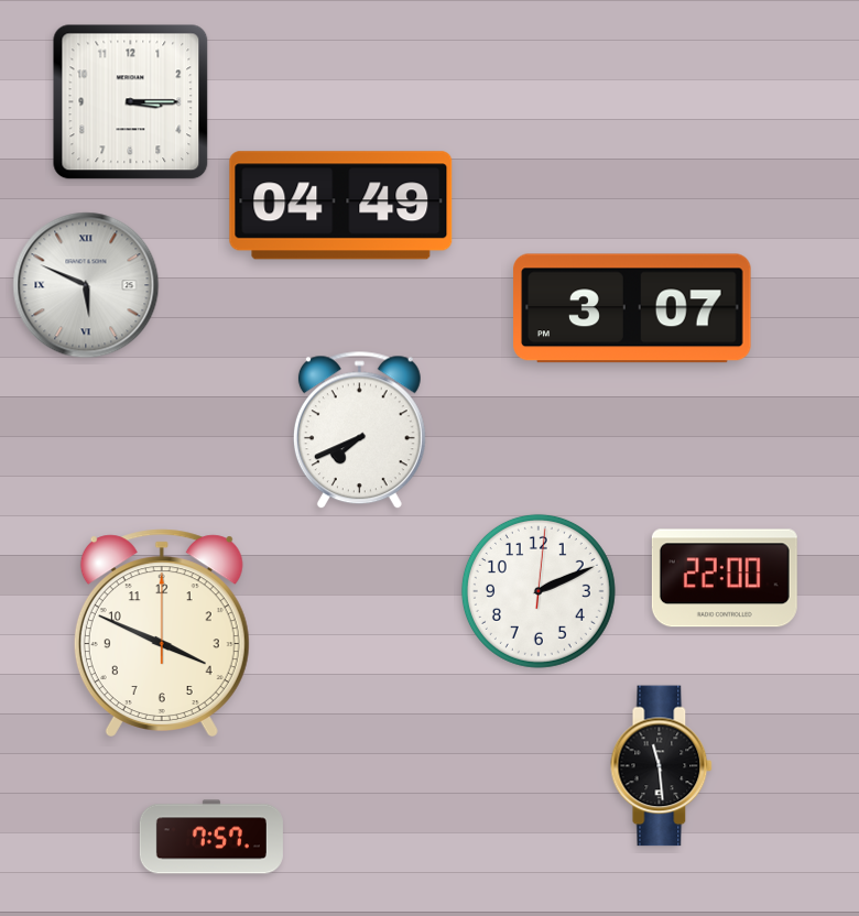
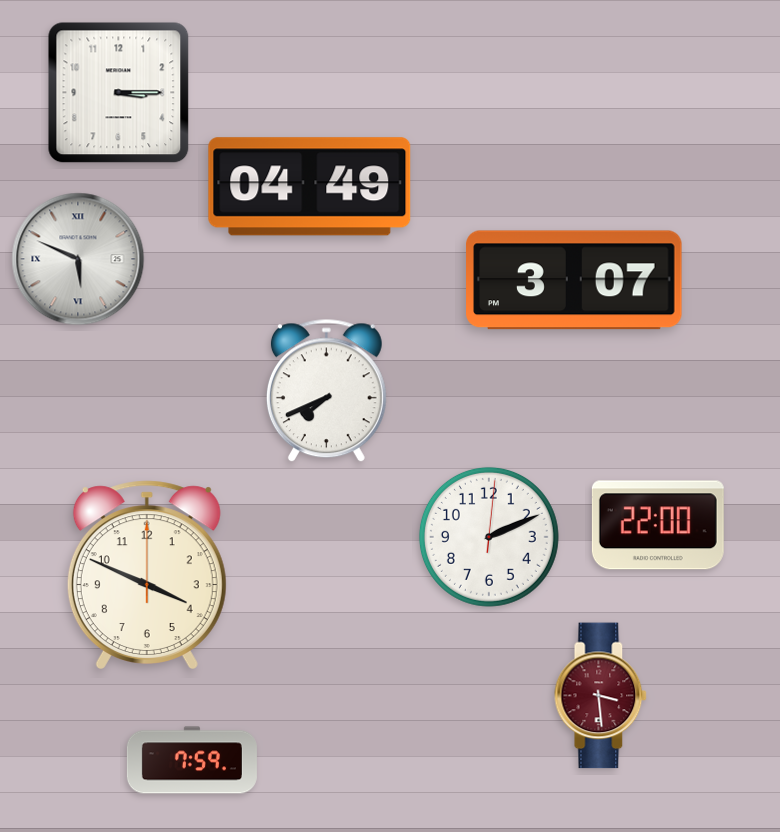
clock at (662, 766): 11:29 -> 3:29
clock at (662, 766) dial: black -> burgundy
clock at (211, 837): 7:57 -> 7:59
